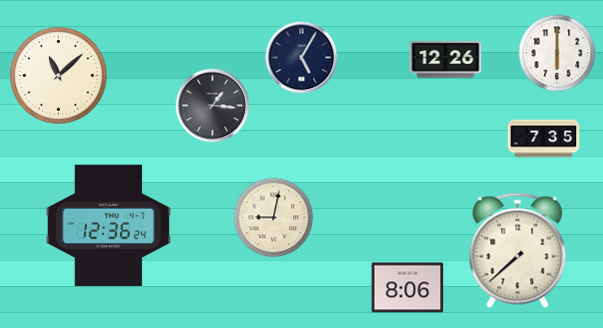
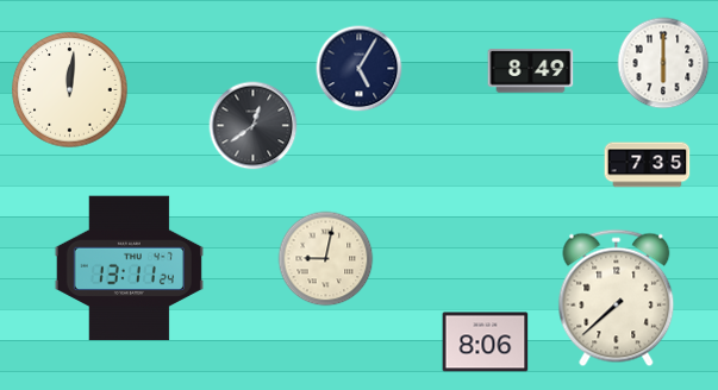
clock at (446, 60): 12:26 -> 8:49
clock at (59, 76): 11:08 -> 12:01
clock at (213, 106): 1:16 -> 12:39
clock at (108, 226): 12:36 -> 13:11
